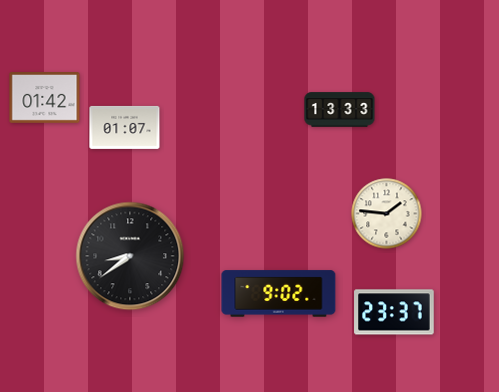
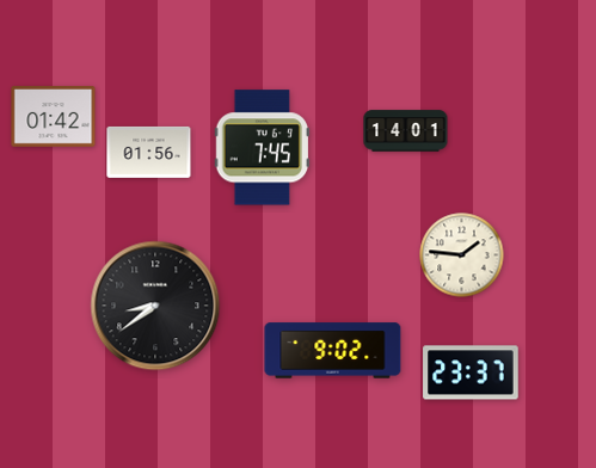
clock at (340, 110): 13:33 -> 14:01
clock at (263, 148): none -> 7:45
clock at (125, 127): 01:07 -> 01:56
